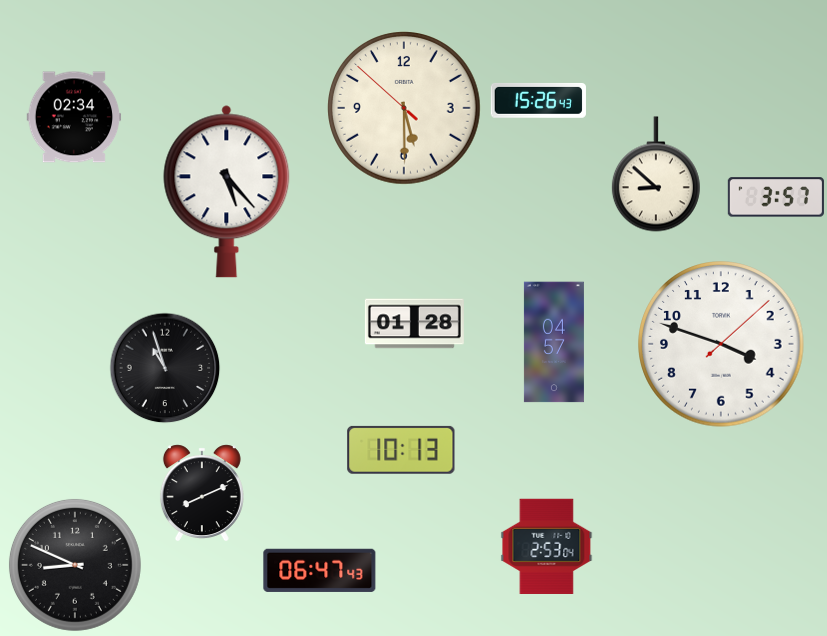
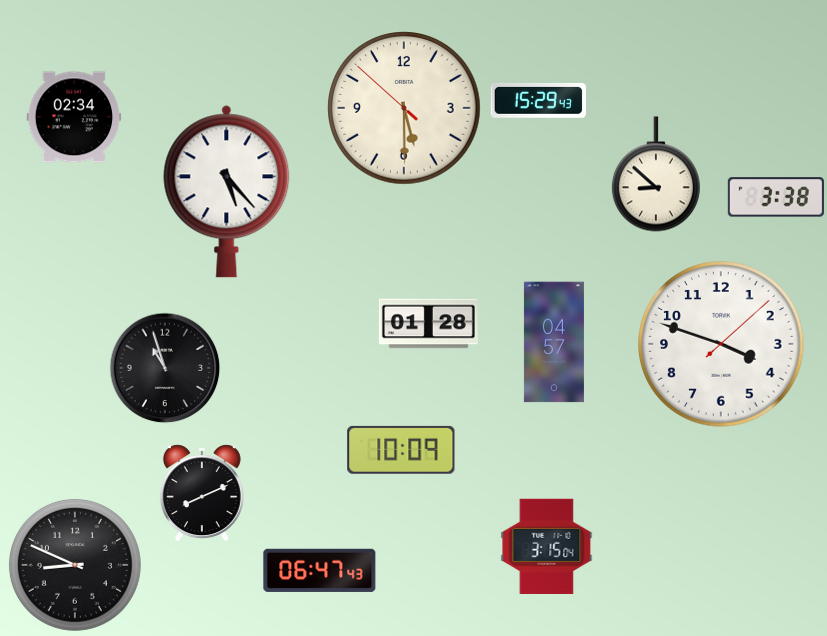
clock at (538, 100): 15:26 -> 15:29
clock at (776, 197): 3:57 -> 3:38
clock at (414, 324) position: (414, 324) -> (428, 324)
clock at (401, 450): 10:13 -> 10:09
clock at (547, 546): 2:53 -> 3:15
